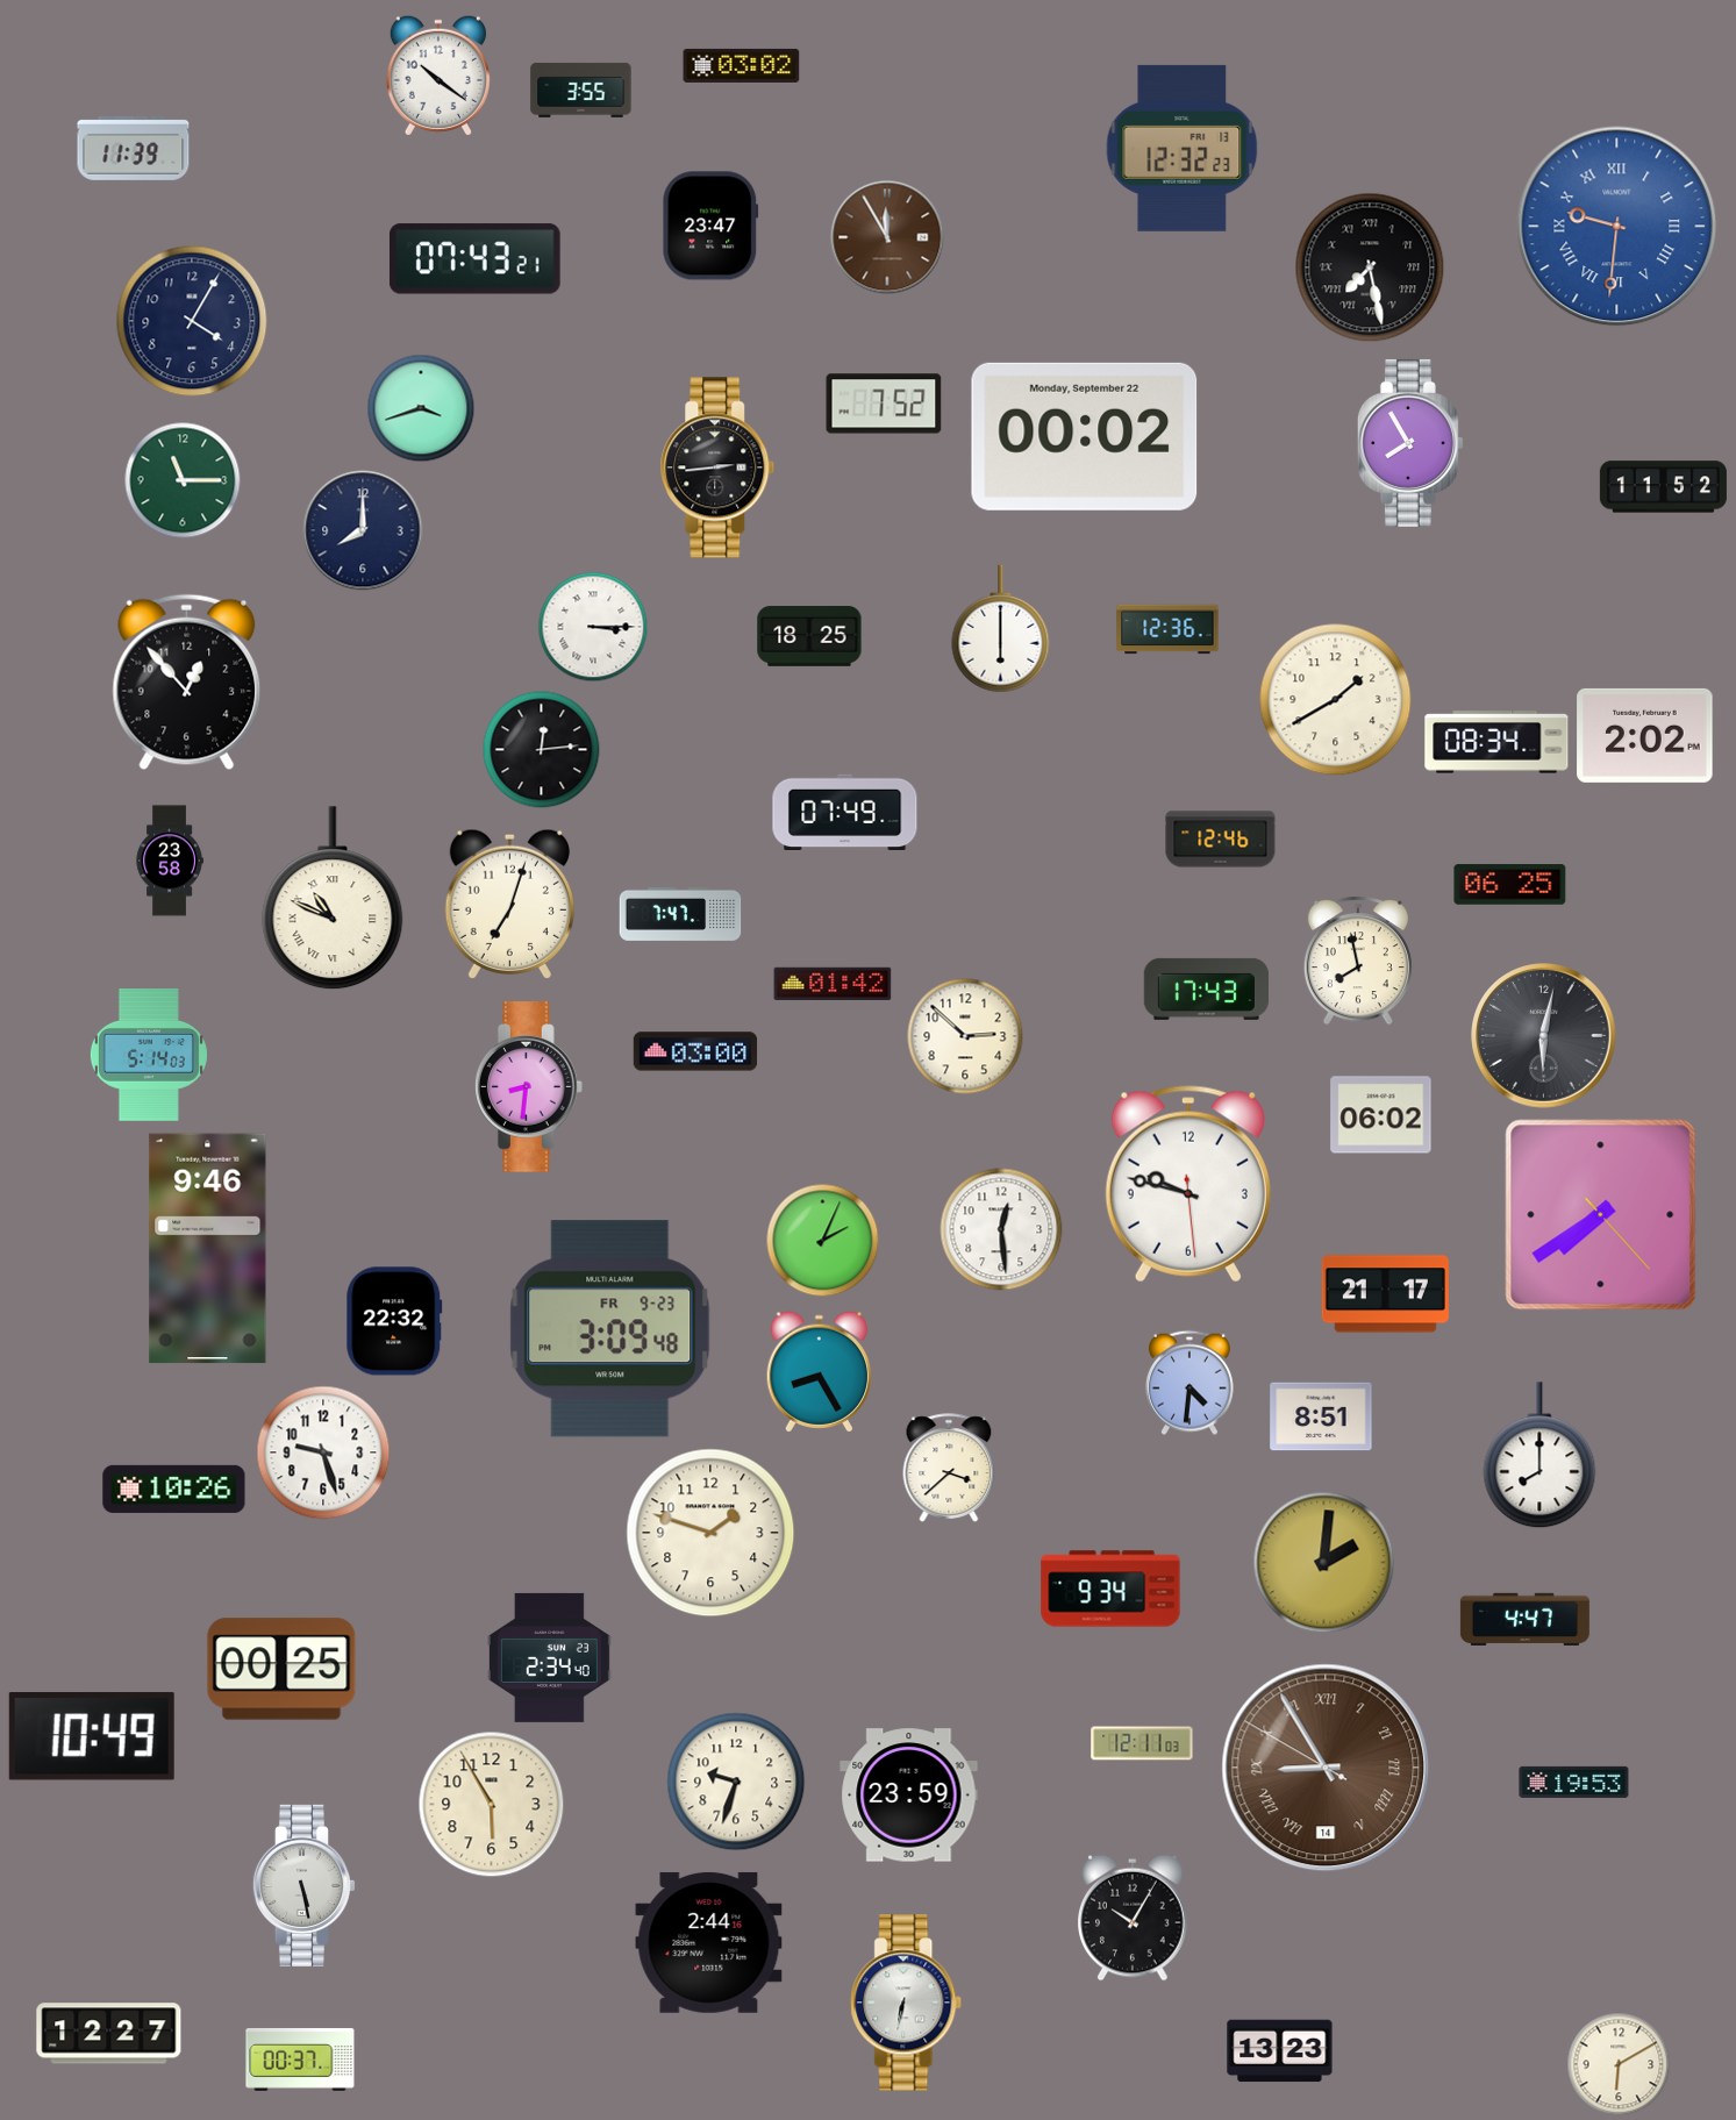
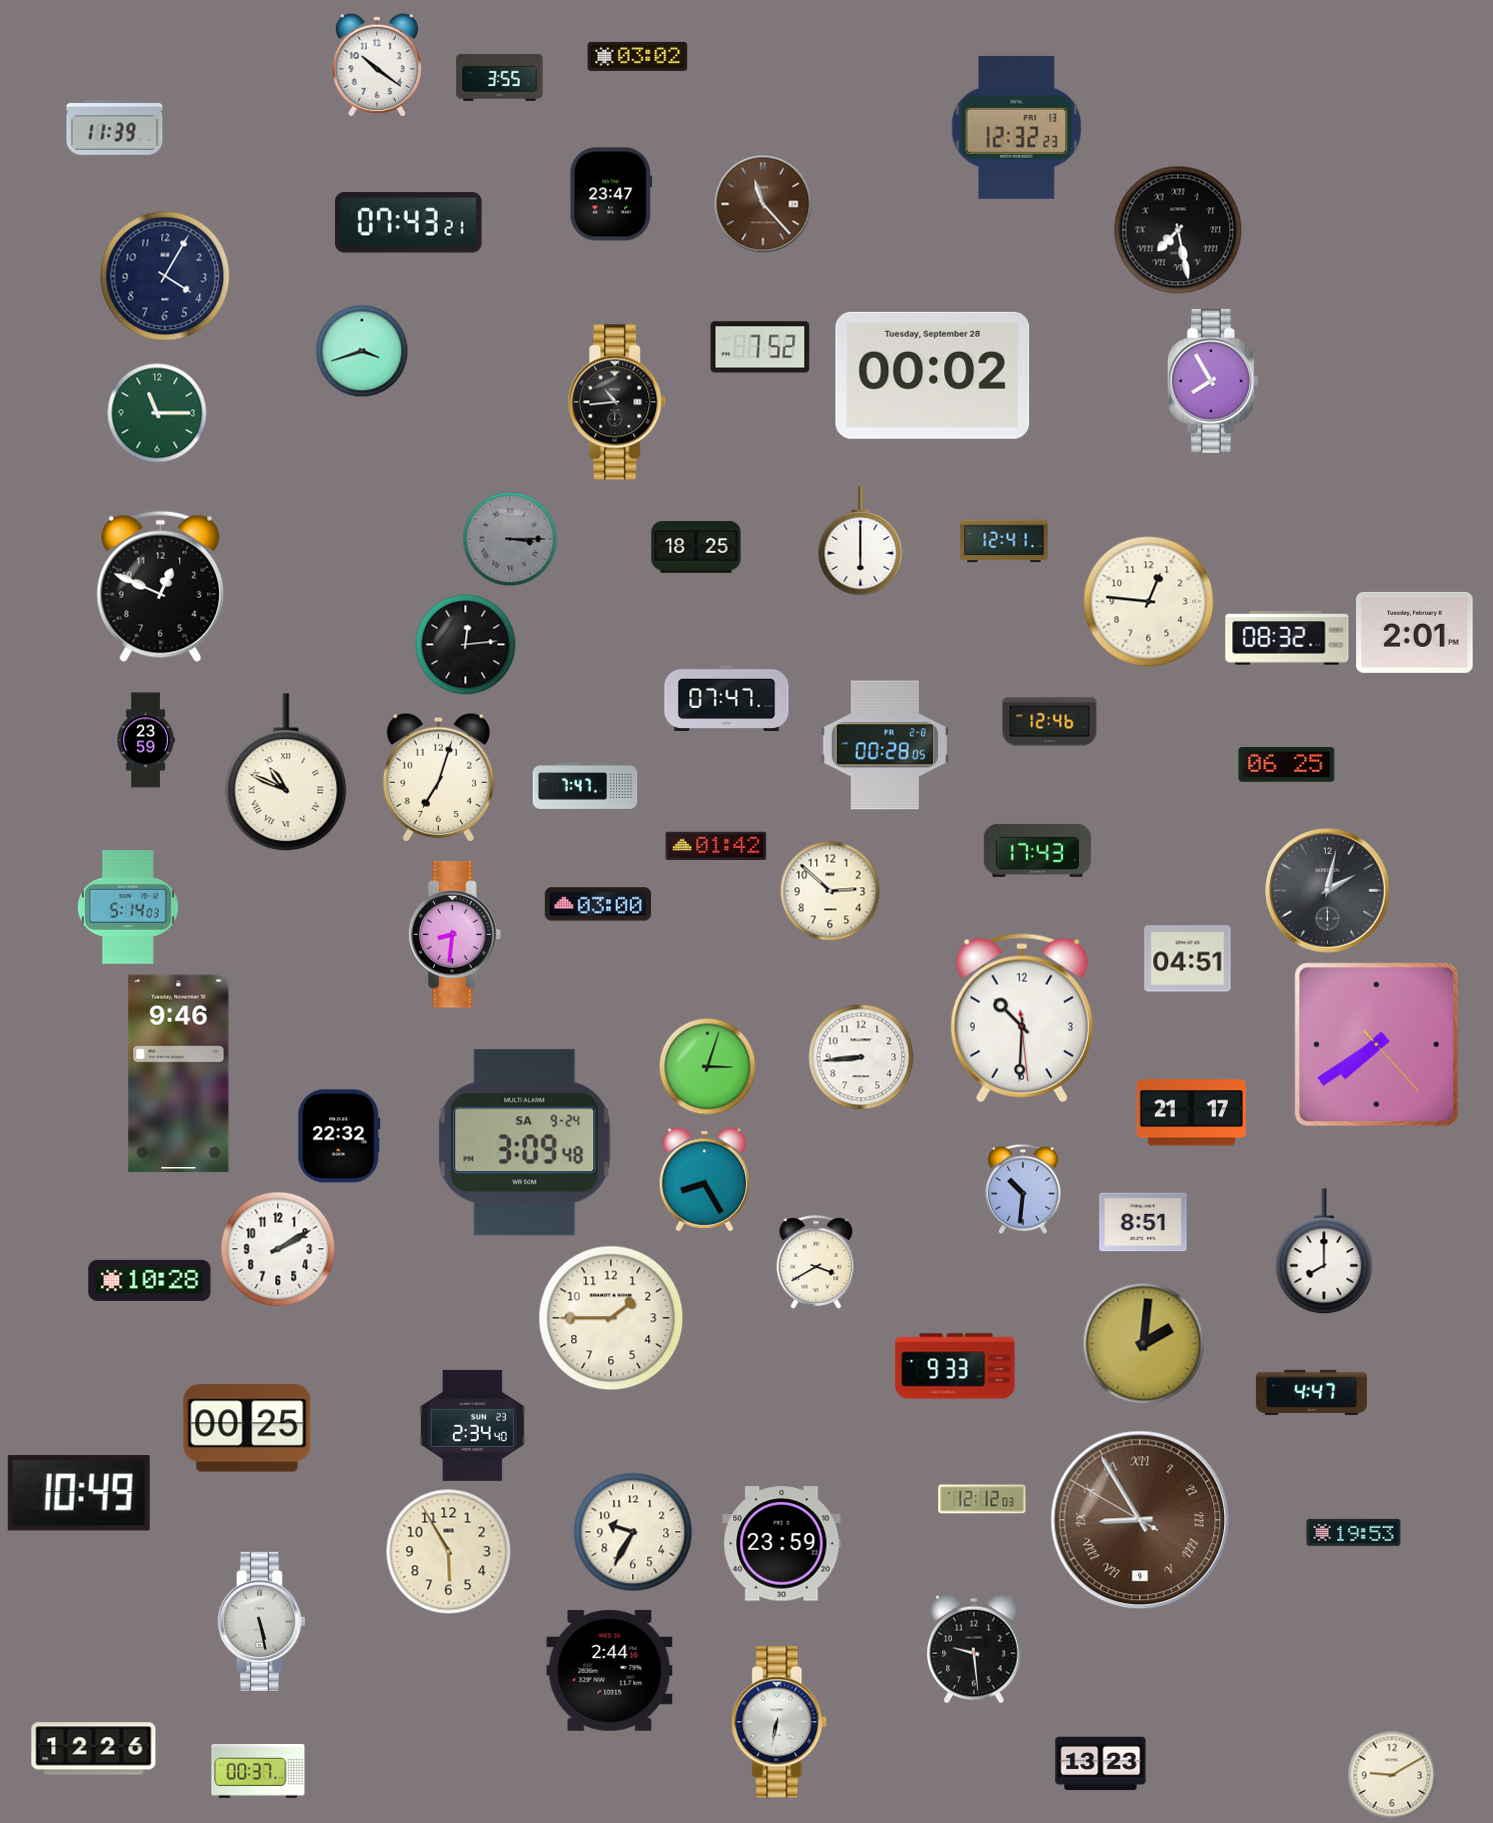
clock at (1617, 227): 9:31 -> none
clock at (887, 237): 11:55 -> 11:23
clock at (1085, 436) date: Monday, September 22 -> Tuesday, September 28
clock at (717, 467): 2:44 -> 10:44
clock at (1663, 487): 11:52 -> none
clock at (363, 530): 8:00 -> none
clock at (593, 627) dial: white -> grey
clock at (1167, 629): 12:36 -> 12:41
clock at (187, 683): 12:53 -> 12:49
clock at (1336, 700): 1:40 -> 12:46
clock at (1645, 735): 2:02 -> 2:01
clock at (1496, 742): 08:34 -> 08:32
clock at (845, 812): 07:49 -> 07:47
clock at (170, 861): 23:58 -> 23:59
clock at (885, 745): none -> 00:28
clock at (1510, 885) position: (1510, 885) -> (1287, 765)
clock at (1358, 961): 7:58 -> none
clock at (1544, 1036): 6:02 -> 2:02
clock at (1381, 1115): 06:02 -> 04:51
clock at (1188, 1184): 9:47 -> 10:30
clock at (1001, 1229): 12:29 -> 8:44
clock at (823, 1241): 2:04 -> 3:03
clock at (610, 1329) date: FR 9-23 -> SA 9-24
clock at (1190, 1383): 4:31 -> 10:31
clock at (1321, 1416) position: (1321, 1416) -> (1143, 1222)
clock at (323, 1452): 9:27 -> 2:10
clock at (949, 1468): 3:38 -> 3:40
clock at (174, 1489): 10:26 -> 10:28
clock at (710, 1533): 1:48 -> 1:45
clock at (1324, 1563) position: (1324, 1563) -> (1144, 1344)
clock at (1110, 1589): 9:34 -> 9:33
clock at (281, 1669) position: (281, 1669) -> (247, 1428)
clock at (1142, 1743): 12:11 -> 12:12
clock at (1326, 1768) date: 14 -> 9
clock at (736, 1782): 9:33 -> 9:35
clock at (492, 1805) position: (492, 1805) -> (449, 1552)
clock at (1134, 1918): 10:05 -> 9:29
clock at (109, 2034): 12:27 -> 12:26
clock at (1619, 2064): 6:10 -> 9:10
